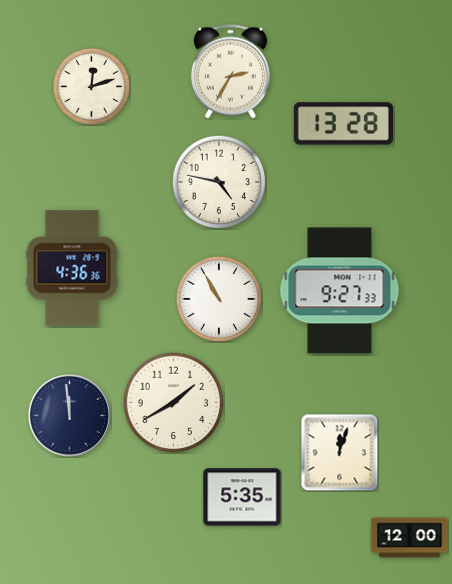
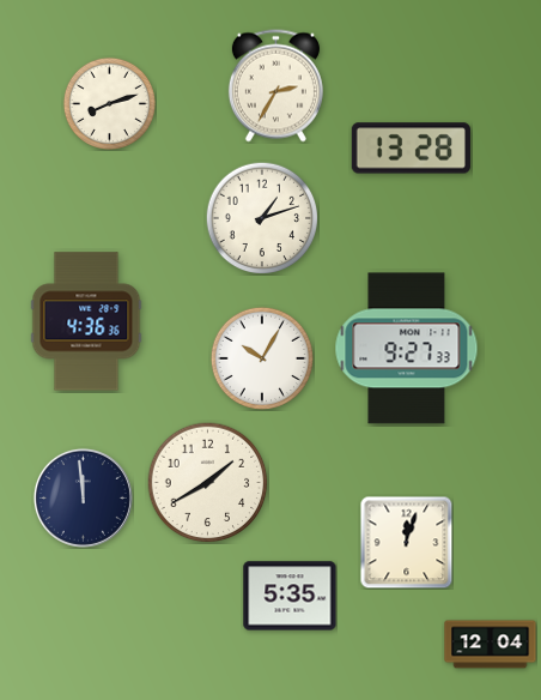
clock at (91, 86): 12:12 -> 8:12
clock at (219, 182): 4:47 -> 1:12
clock at (218, 298): 10:55 -> 10:05
clock at (410, 538): 12:00 -> 12:04
